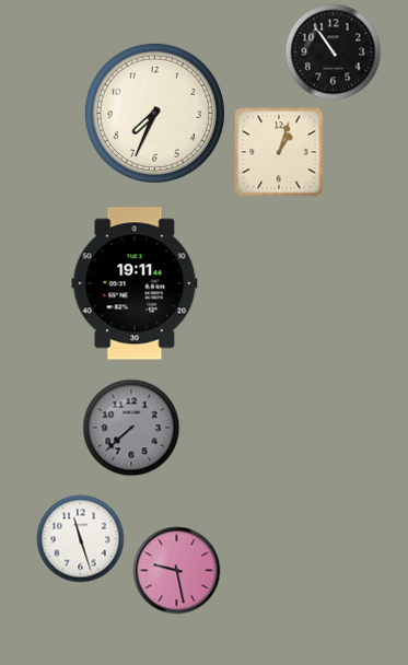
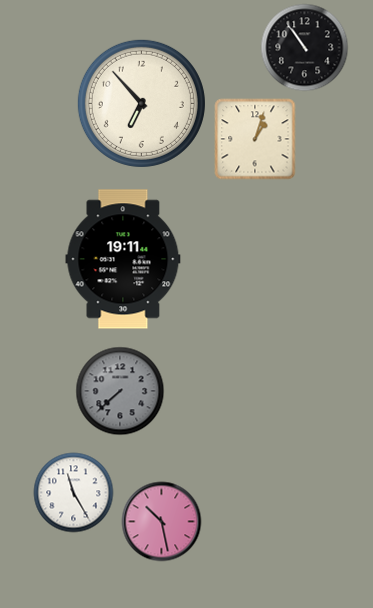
clock at (154, 113): 7:34 -> 6:53
clock at (81, 539): 11:27 -> 11:25
clock at (177, 571): 9:28 -> 10:28
